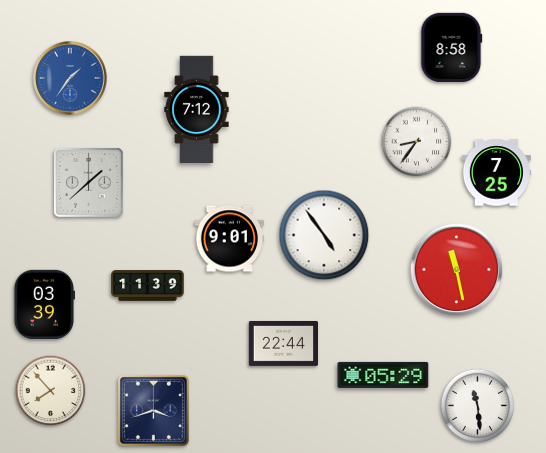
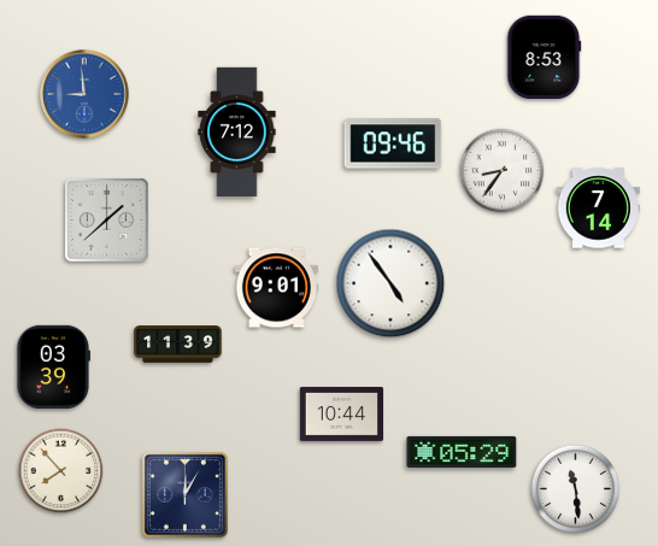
clock at (452, 47): 8:58 -> 8:53
clock at (70, 78): 1:36 -> 8:59
clock at (393, 143): none -> 09:46
clock at (496, 173): 7:25 -> 7:14
clock at (457, 270): 11:28 -> none
clock at (283, 343): 22:44 -> 10:44
clock at (153, 410): 3:42 -> 12:05
